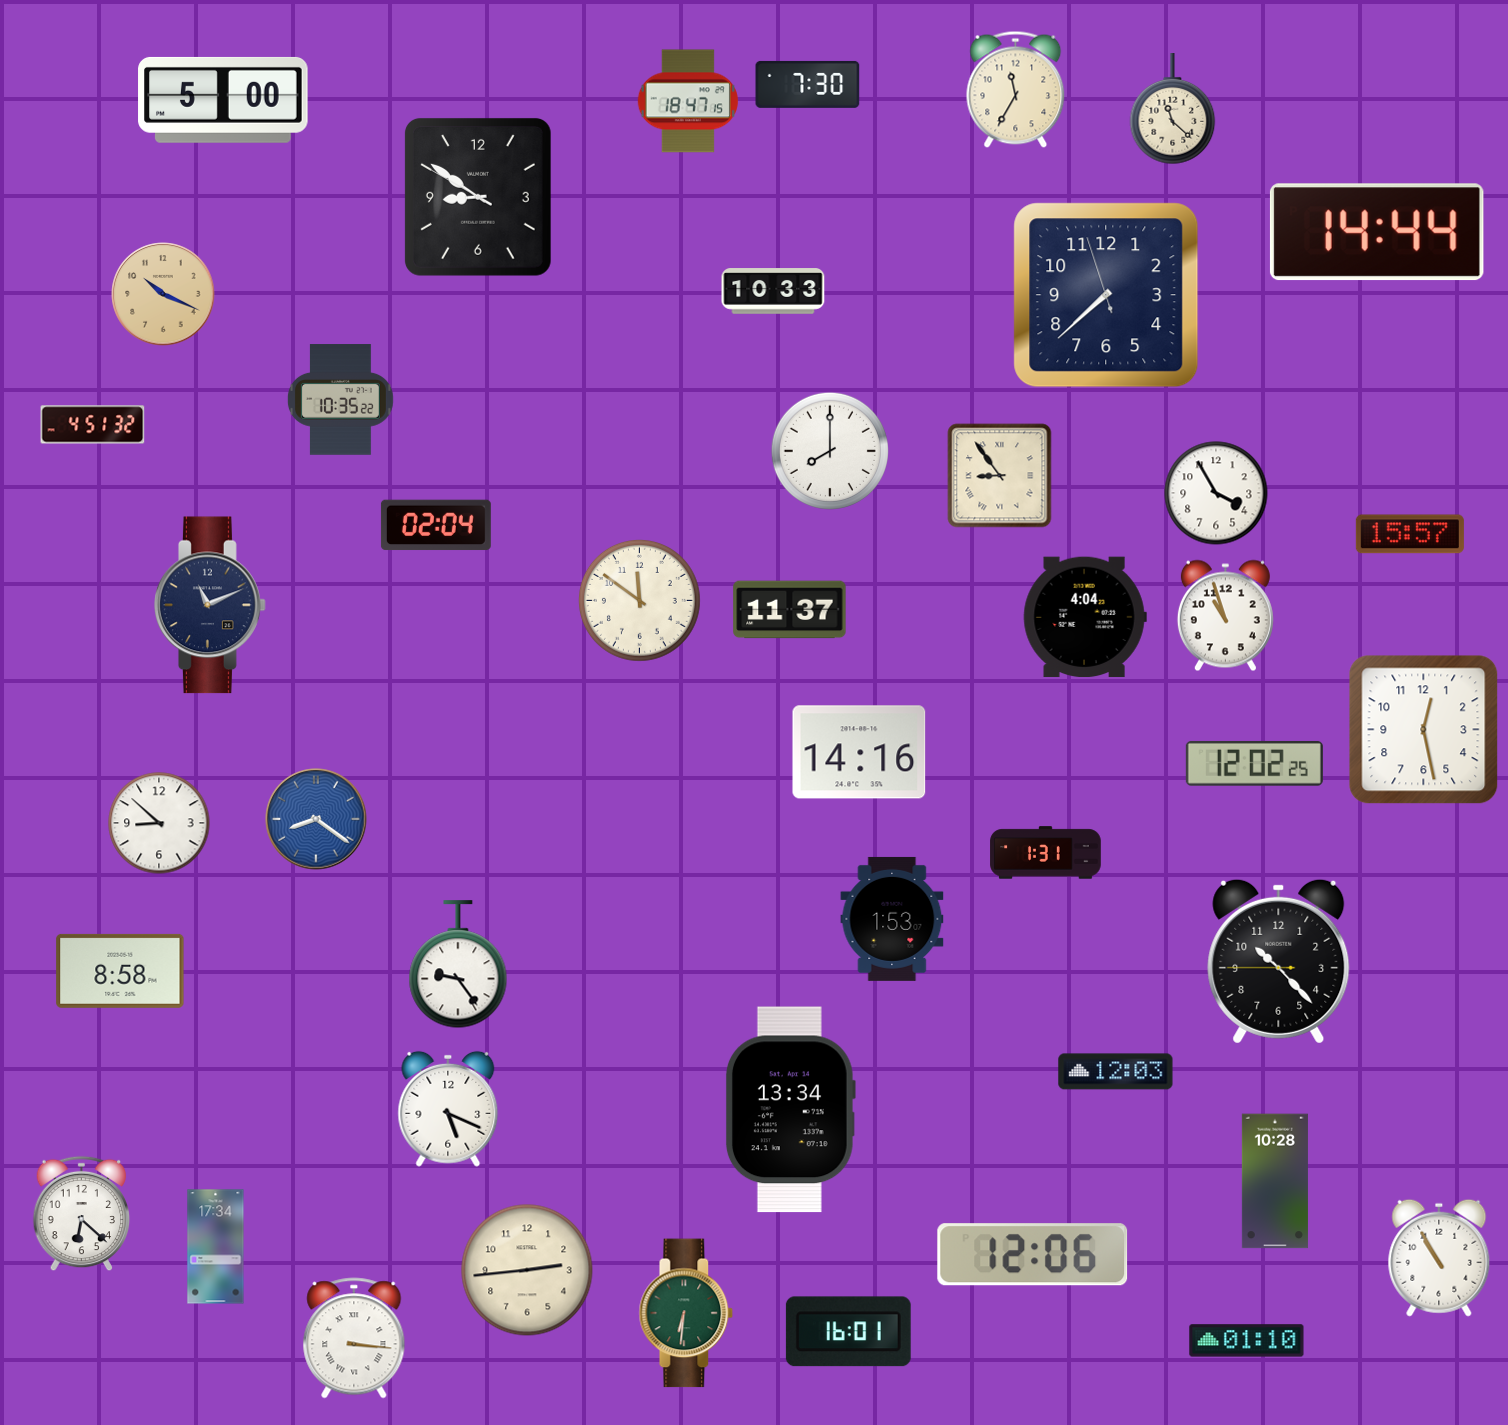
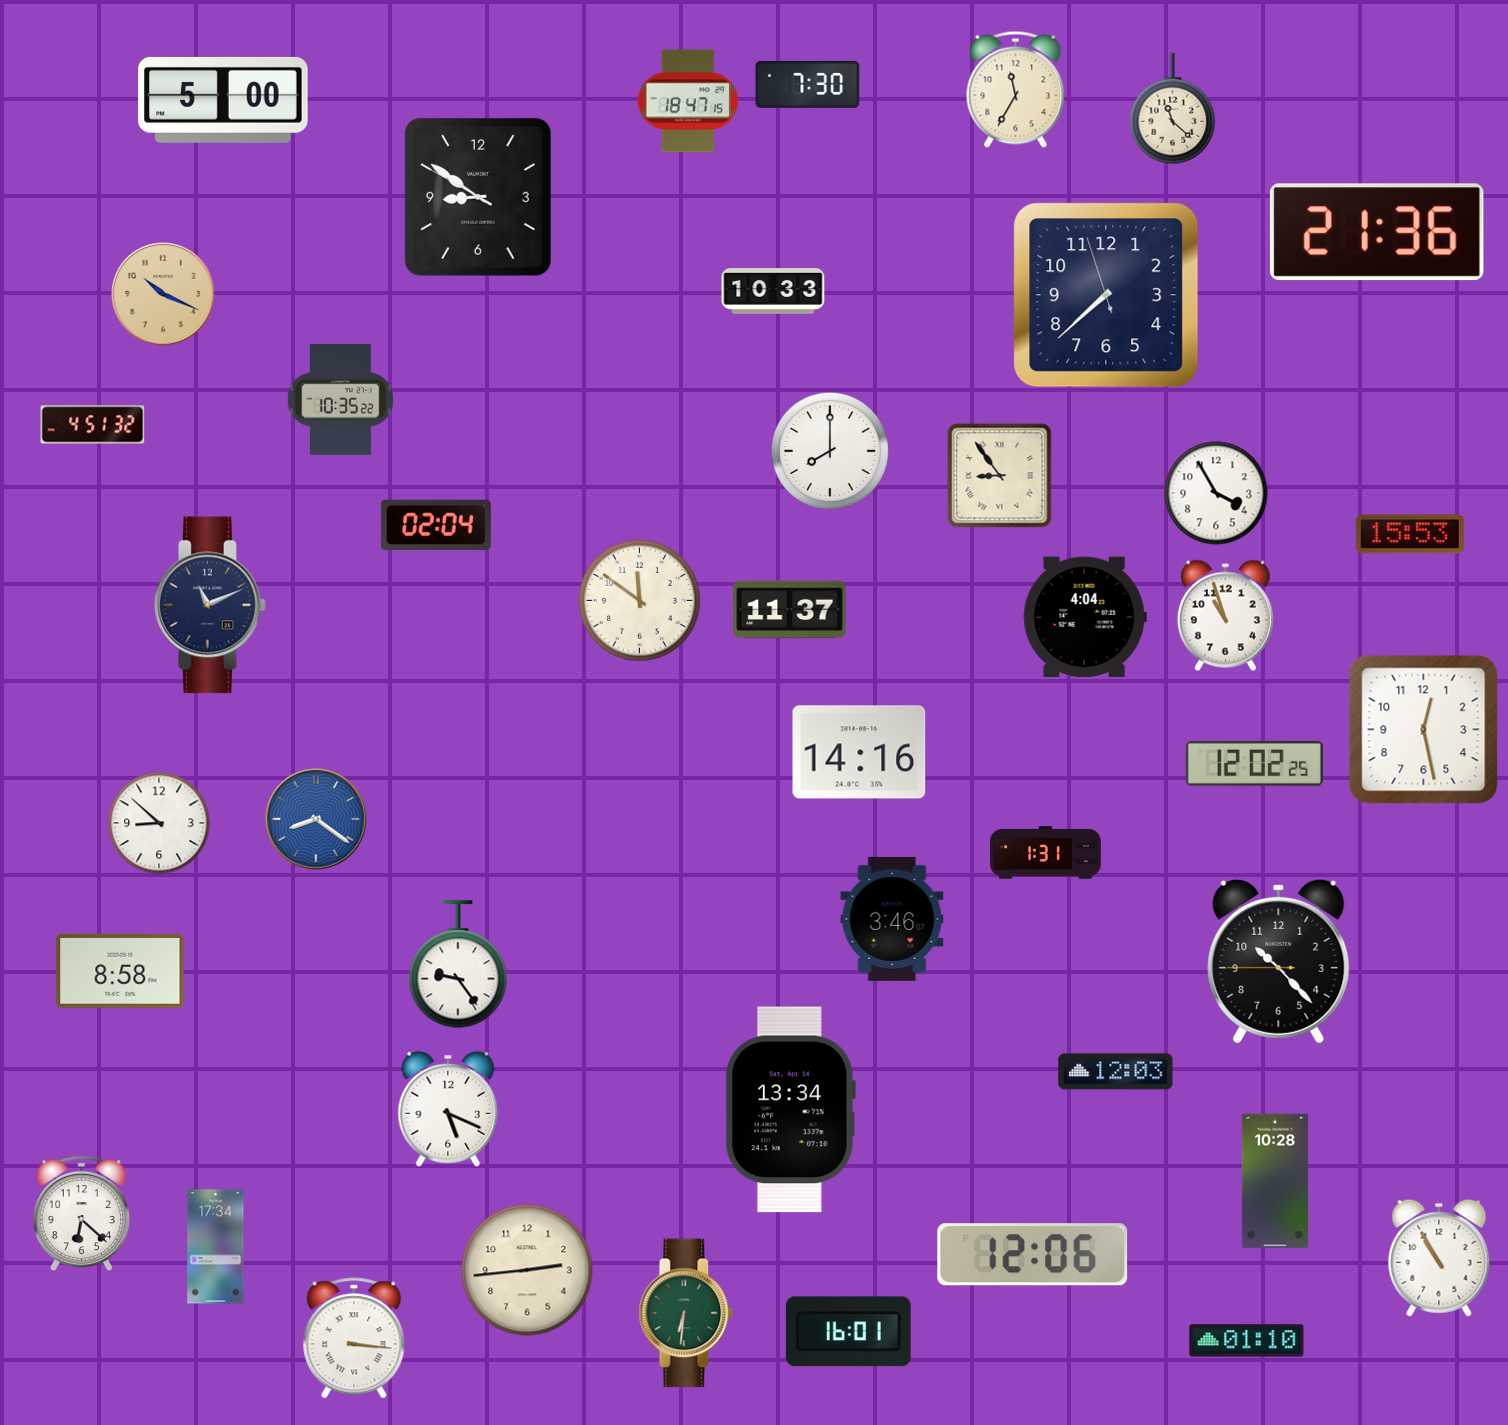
clock at (1377, 232): 14:44 -> 21:36
clock at (1410, 534): 15:57 -> 15:53
clock at (892, 919): 1:53 -> 3:46
